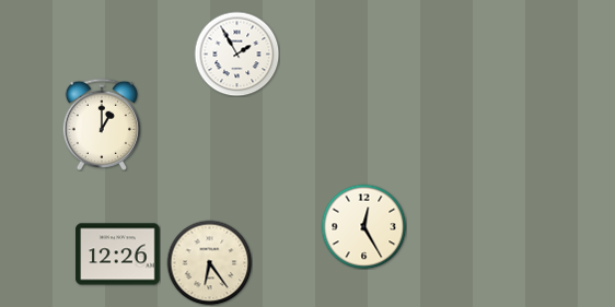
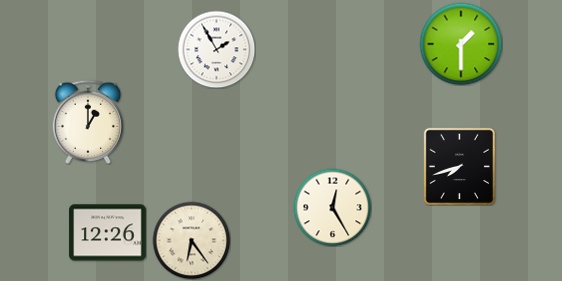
clock at (461, 44): none -> 1:30
clock at (101, 125) position: (101, 125) -> (87, 122)
clock at (459, 166): none -> 7:42
